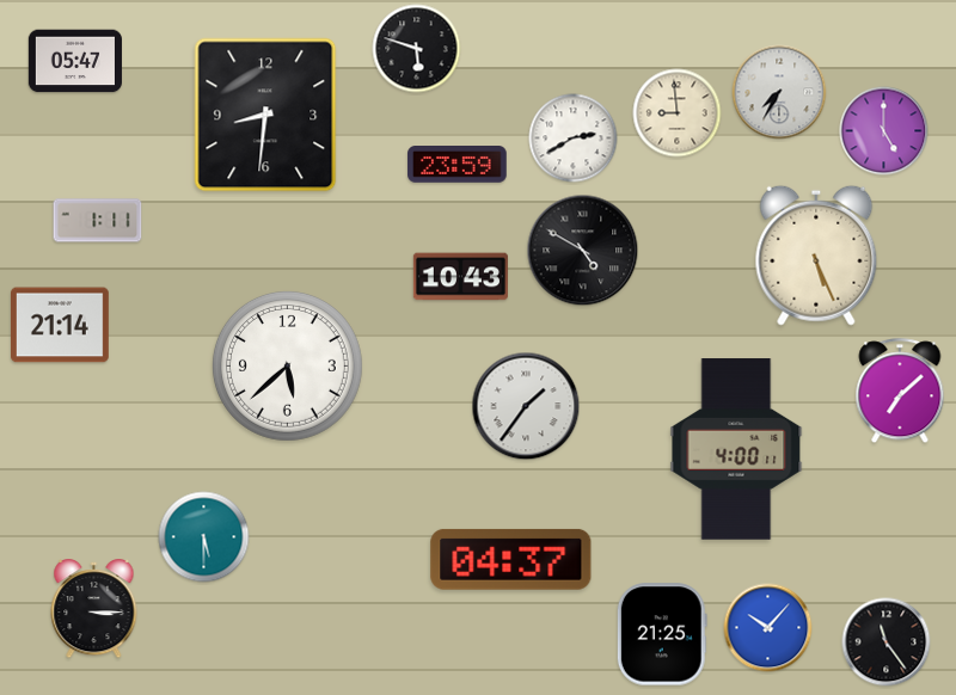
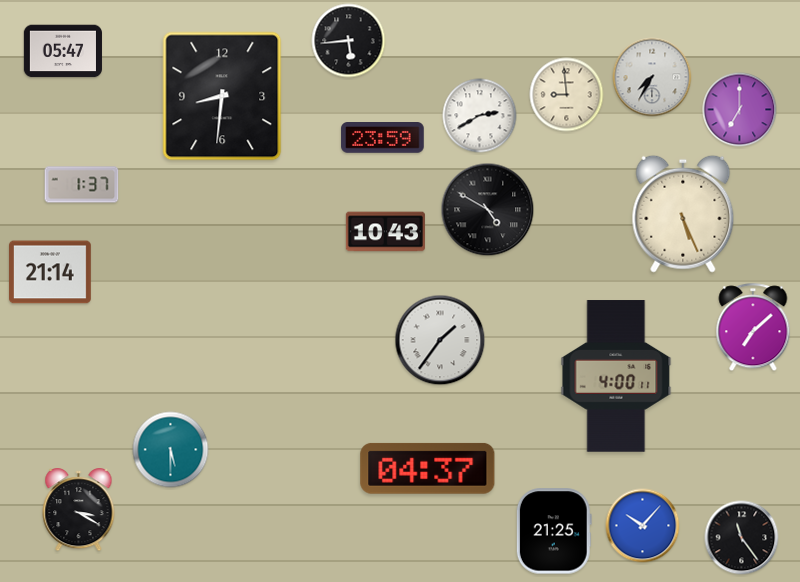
clock at (417, 49): 5:48 -> 5:44
clock at (884, 131): 5:00 -> 7:00
clock at (98, 221): 1:11 -> 1:37
clock at (287, 365): 5:38 -> none
clock at (94, 610): 3:15 -> 3:20
